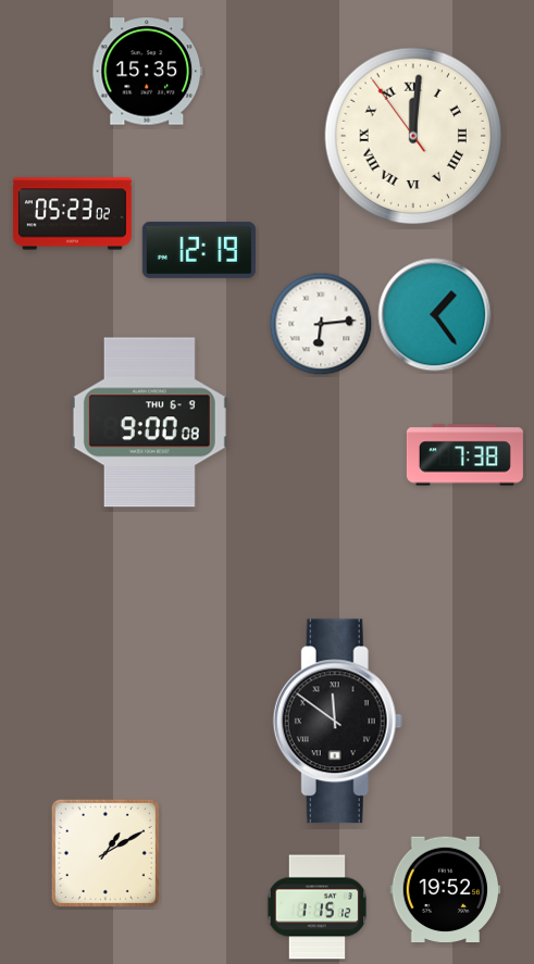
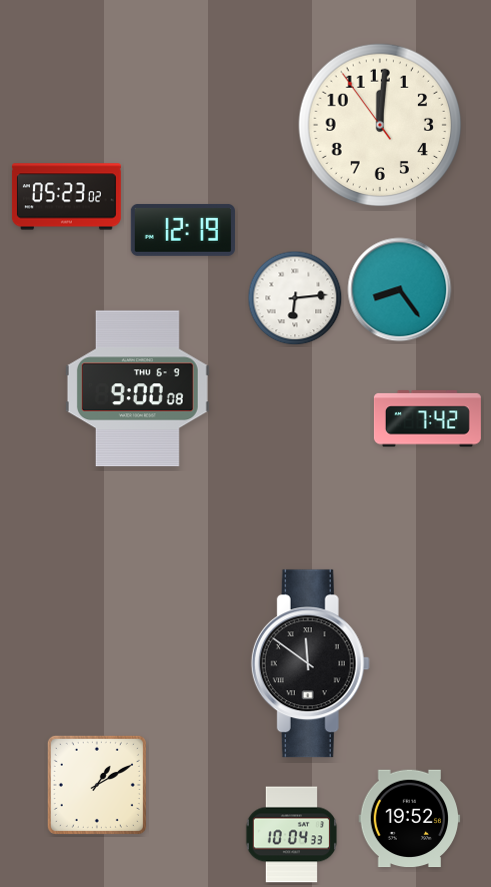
clock at (148, 72): 15:35 -> none
clock at (413, 136) numerals: Roman -> Arabic
clock at (435, 315): 1:24 -> 8:24
clock at (464, 455): 7:38 -> 7:42
clock at (316, 907): 1:15 -> 10:04
